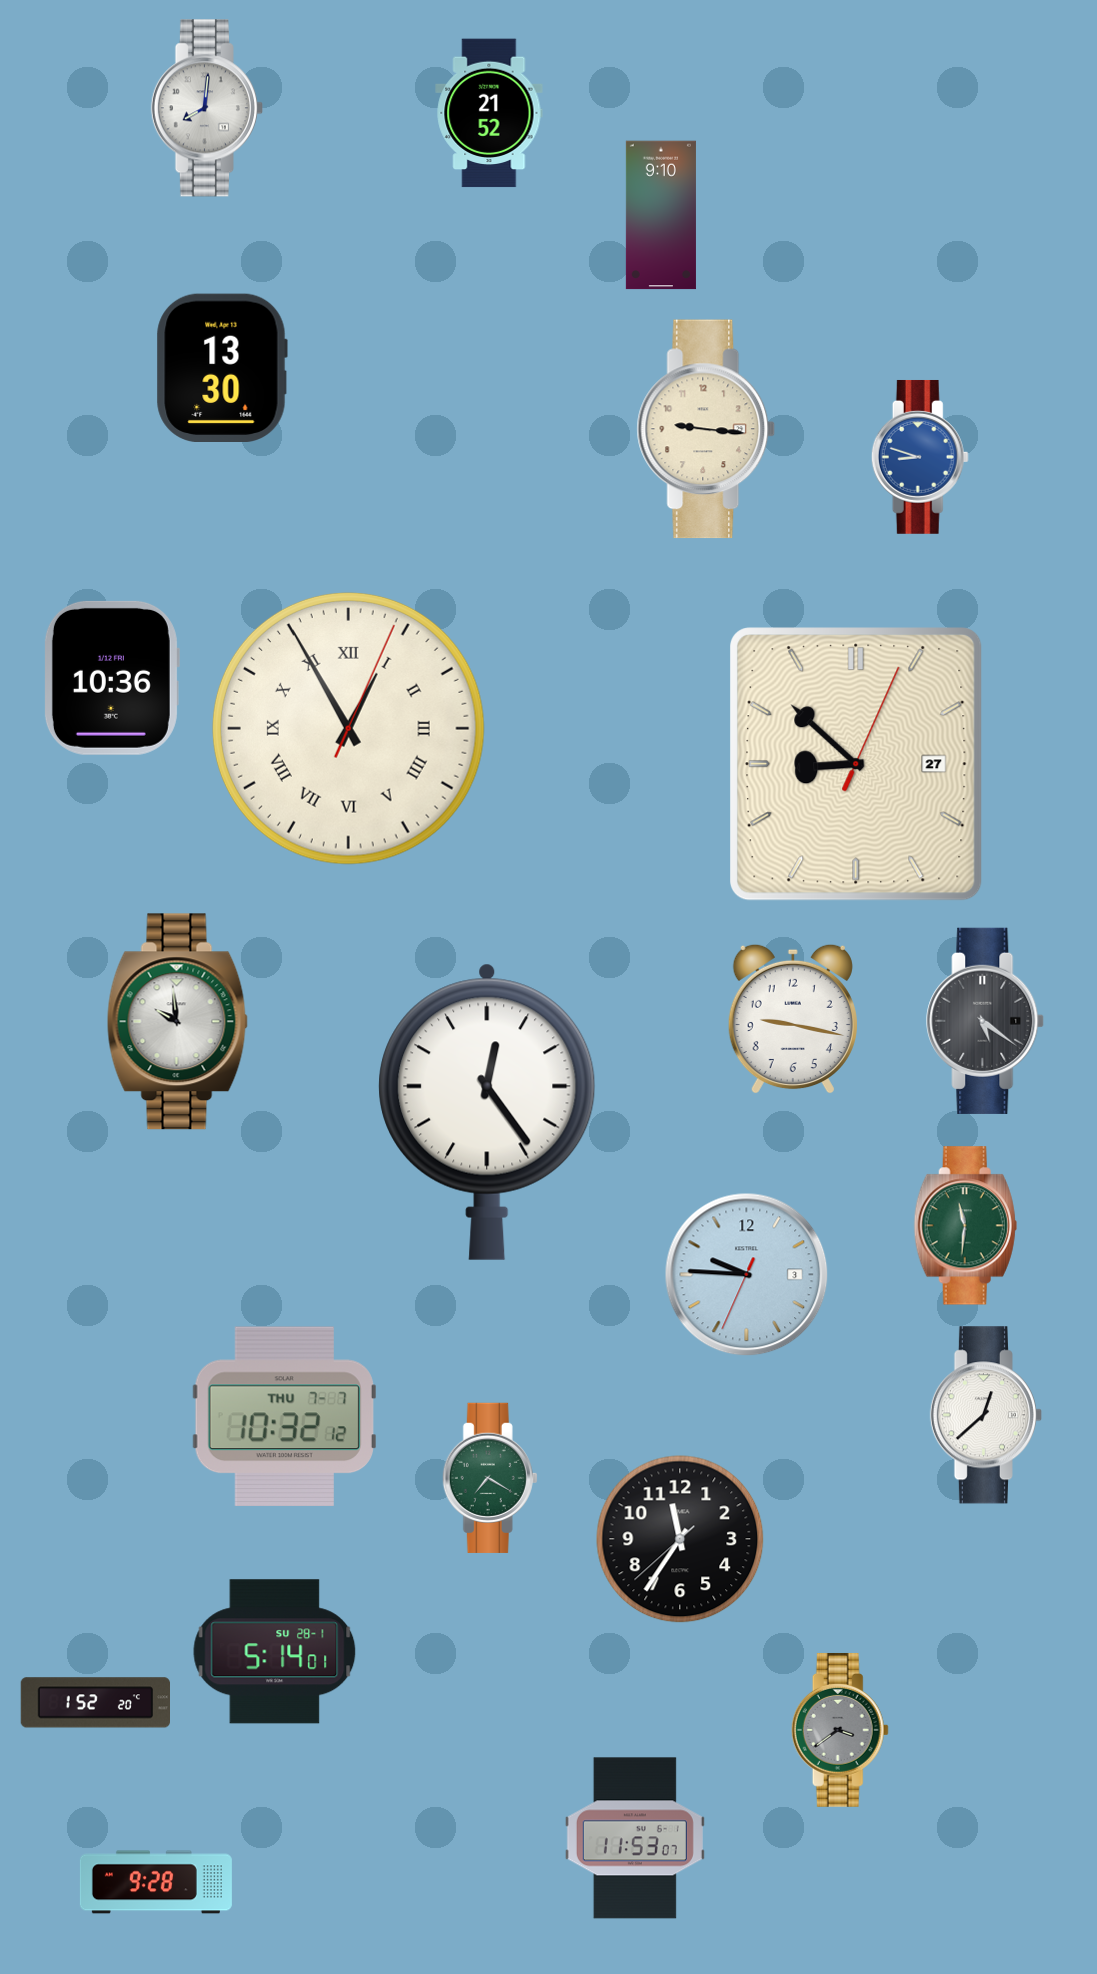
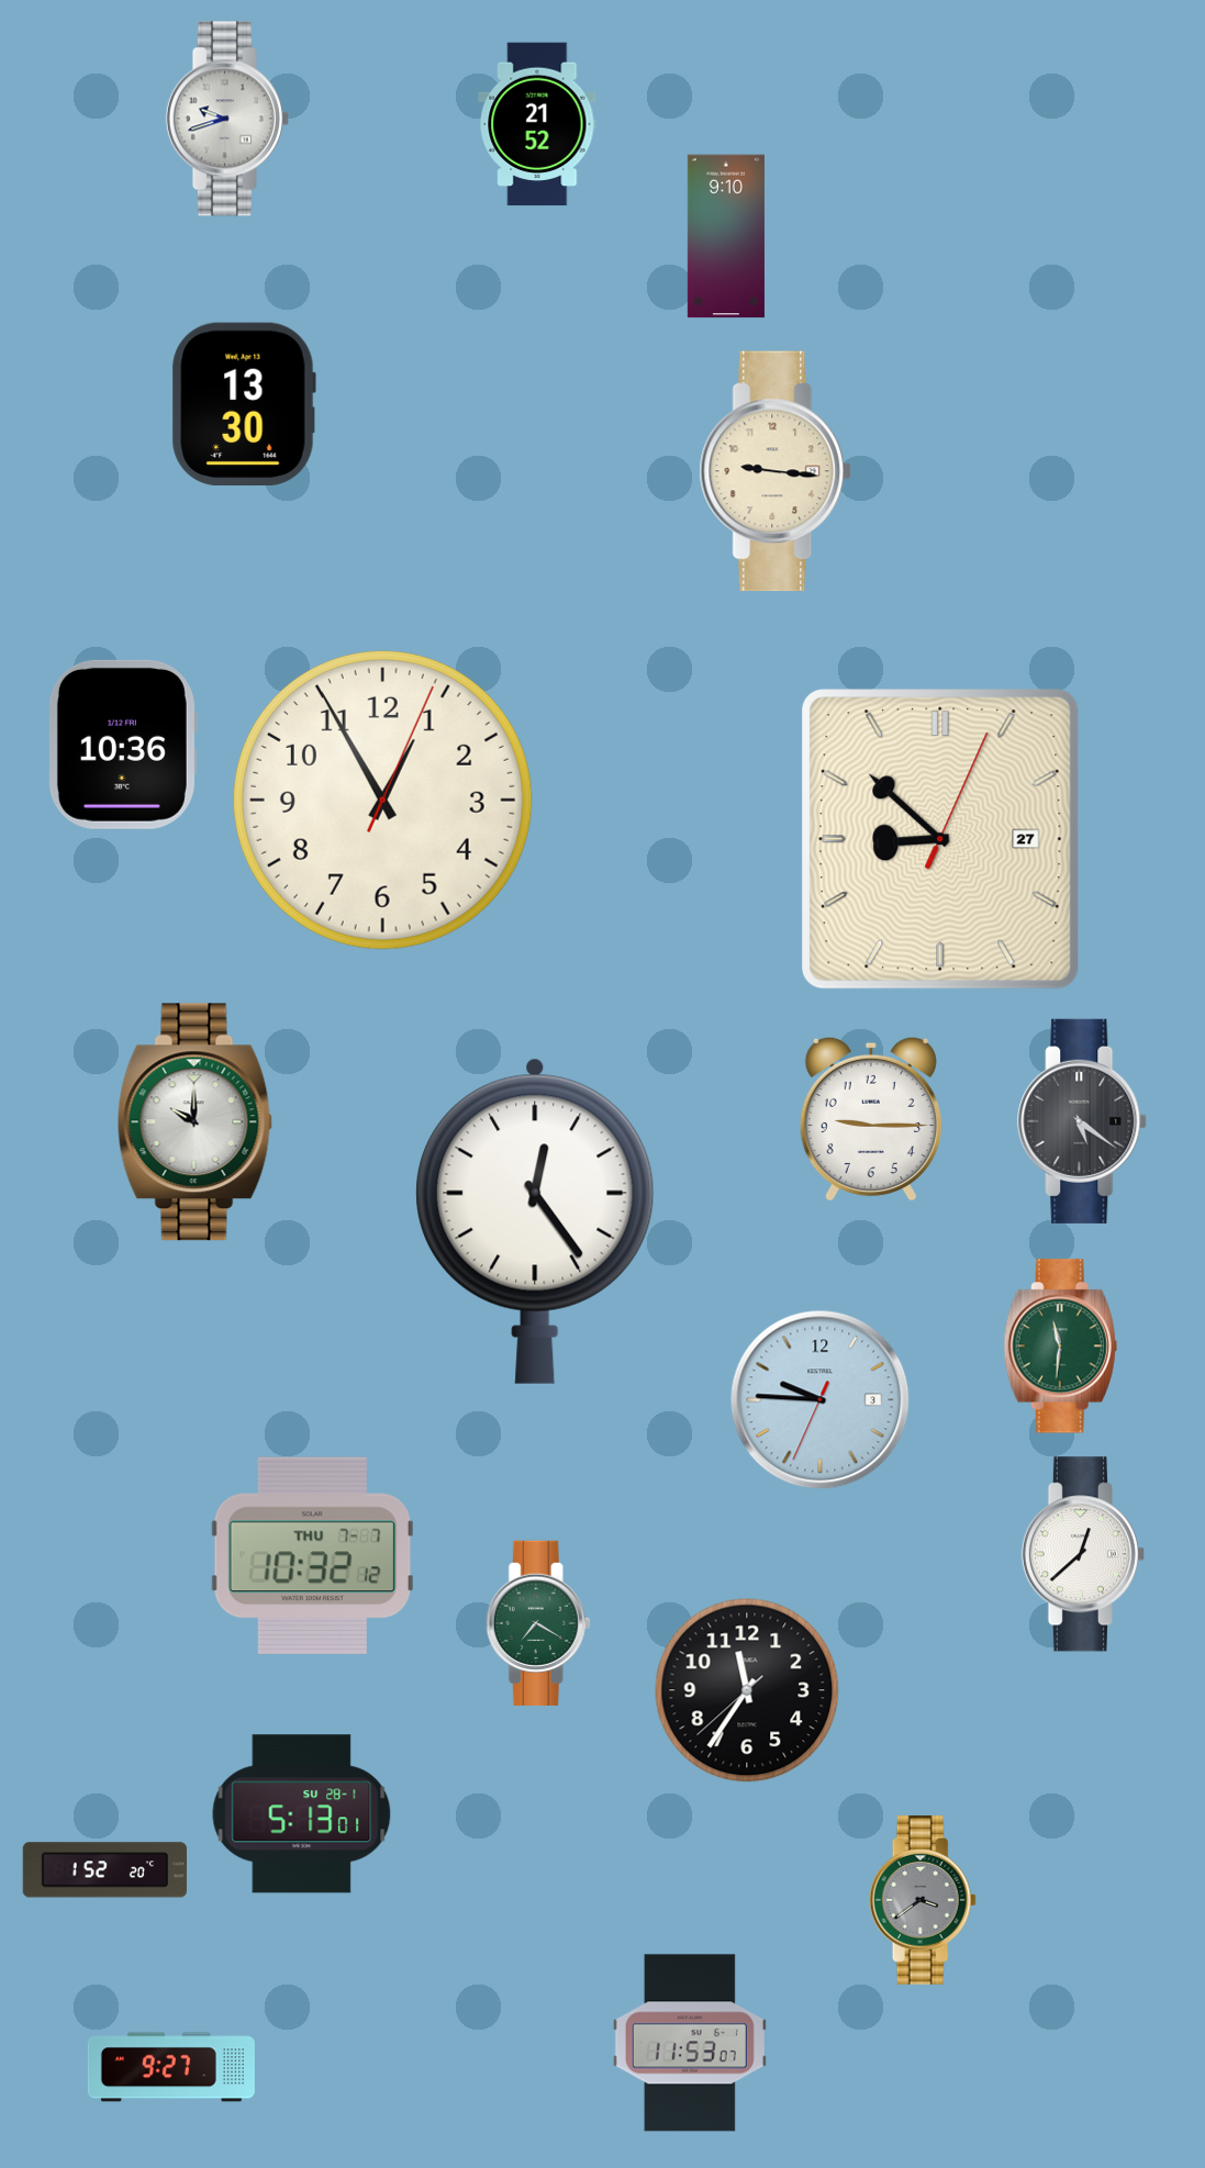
clock at (207, 108): 8:01 -> 9:42
clock at (920, 457): 8:48 -> none
clock at (348, 728) numerals: Roman -> Arabic
clock at (793, 1019): 9:17 -> 9:15
clock at (177, 1022): 9:59 -> 10:00
clock at (275, 1652): 5:14 -> 5:13
clock at (635, 1838) position: (635, 1838) -> (690, 2043)
clock at (156, 1882): 9:28 -> 9:27
